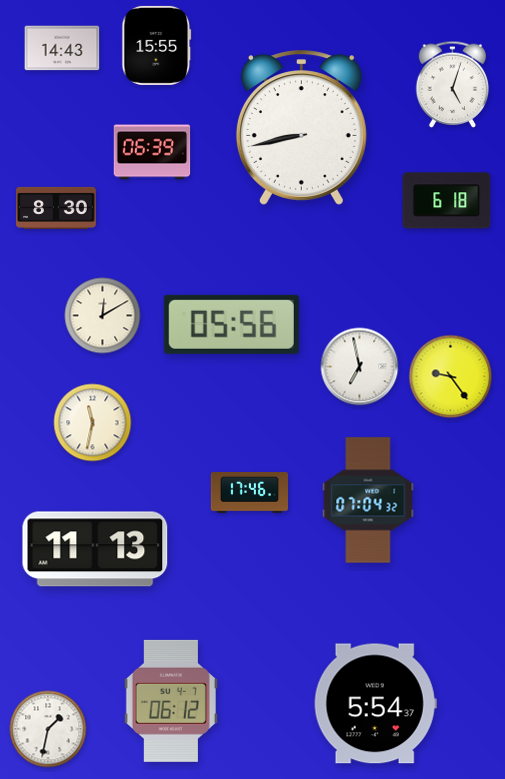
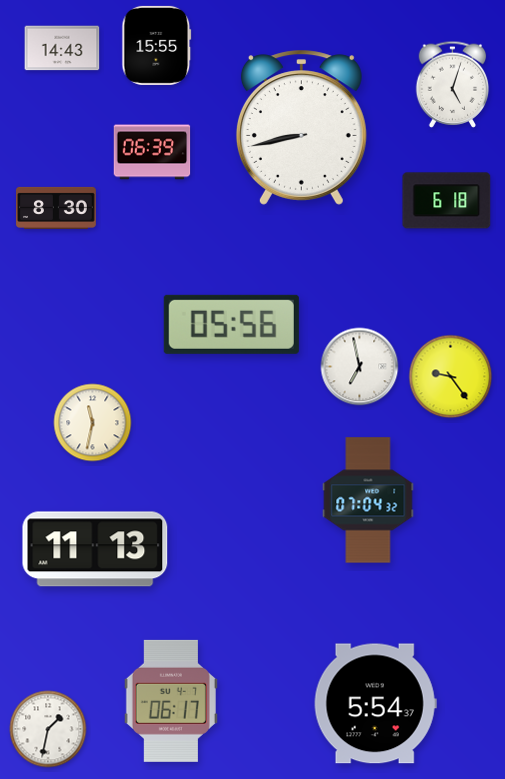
clock at (103, 316): 12:10 -> none
clock at (249, 493): 17:46 -> none
clock at (171, 701): 06:12 -> 06:17
